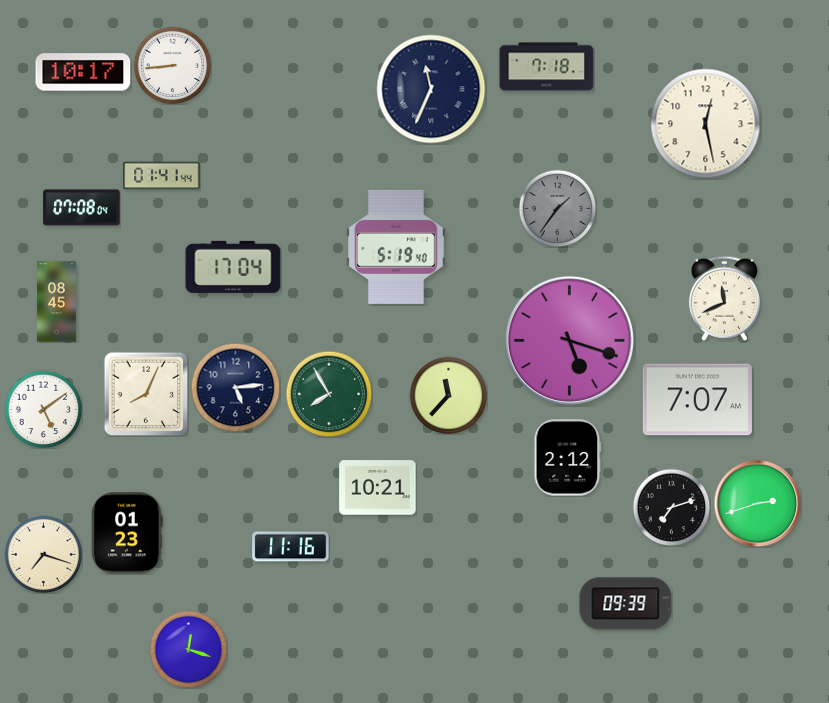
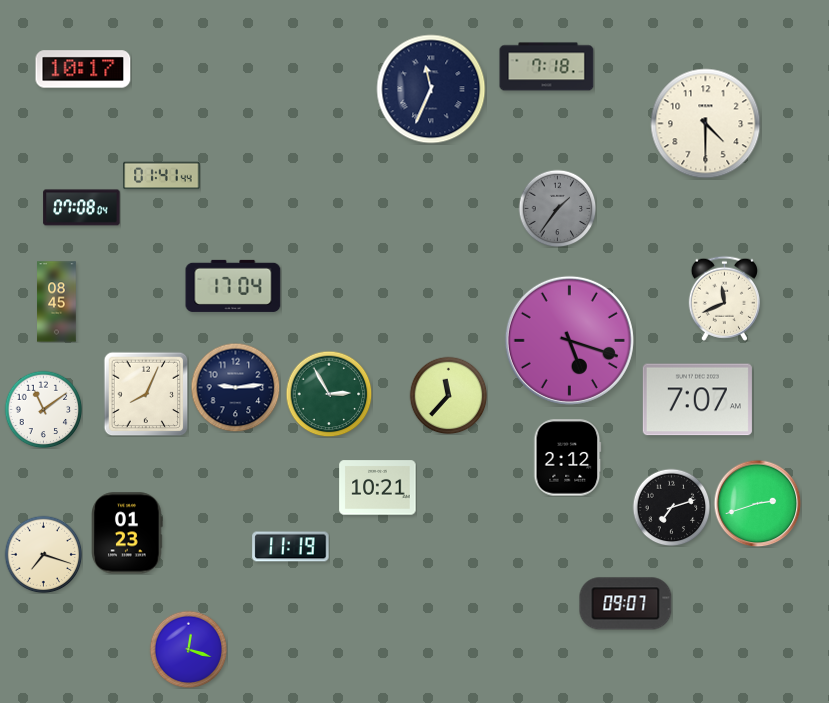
clock at (172, 65): 8:44 -> none
clock at (83, 72) position: (83, 72) -> (83, 69)
clock at (706, 124): 12:28 -> 4:30
clock at (396, 247): 5:19 -> none
clock at (233, 267) position: (233, 267) -> (233, 286)
clock at (235, 387): 5:14 -> 9:14
clock at (329, 394): 7:55 -> 2:55
clock at (43, 409): 5:09 -> 11:09
clock at (291, 547): 11:16 -> 11:19
clock at (626, 604): 09:39 -> 09:07
